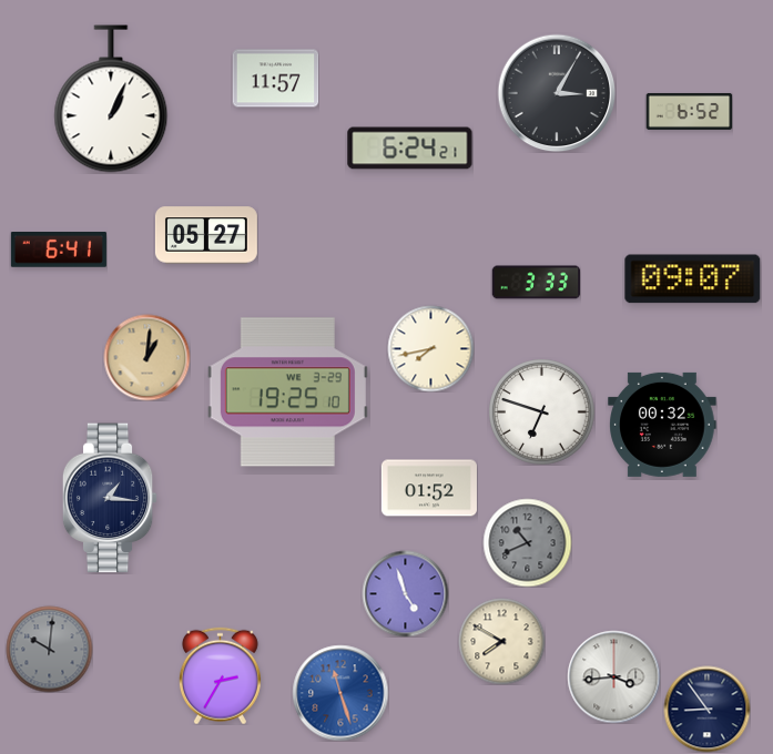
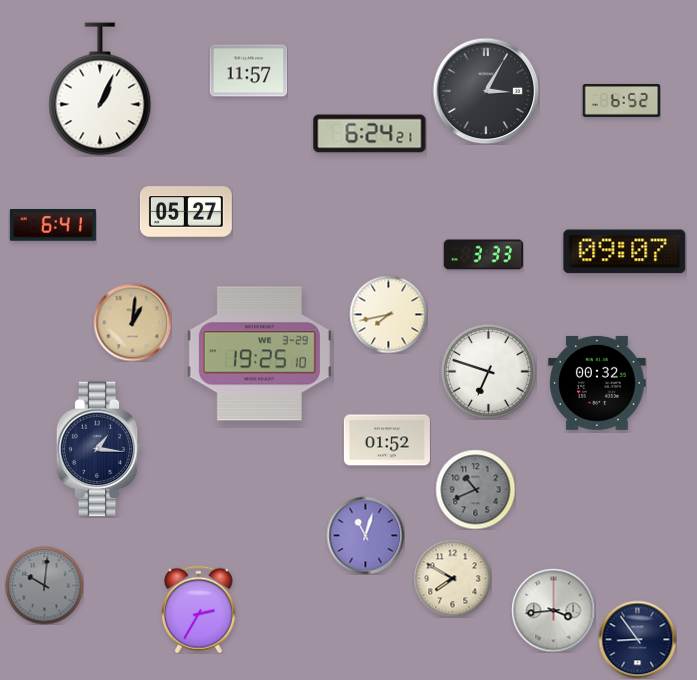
clock at (557, 93) position: (557, 93) -> (486, 91)
clock at (405, 593): 4:57 -> 11:03
clock at (340, 693): 11:27 -> none
